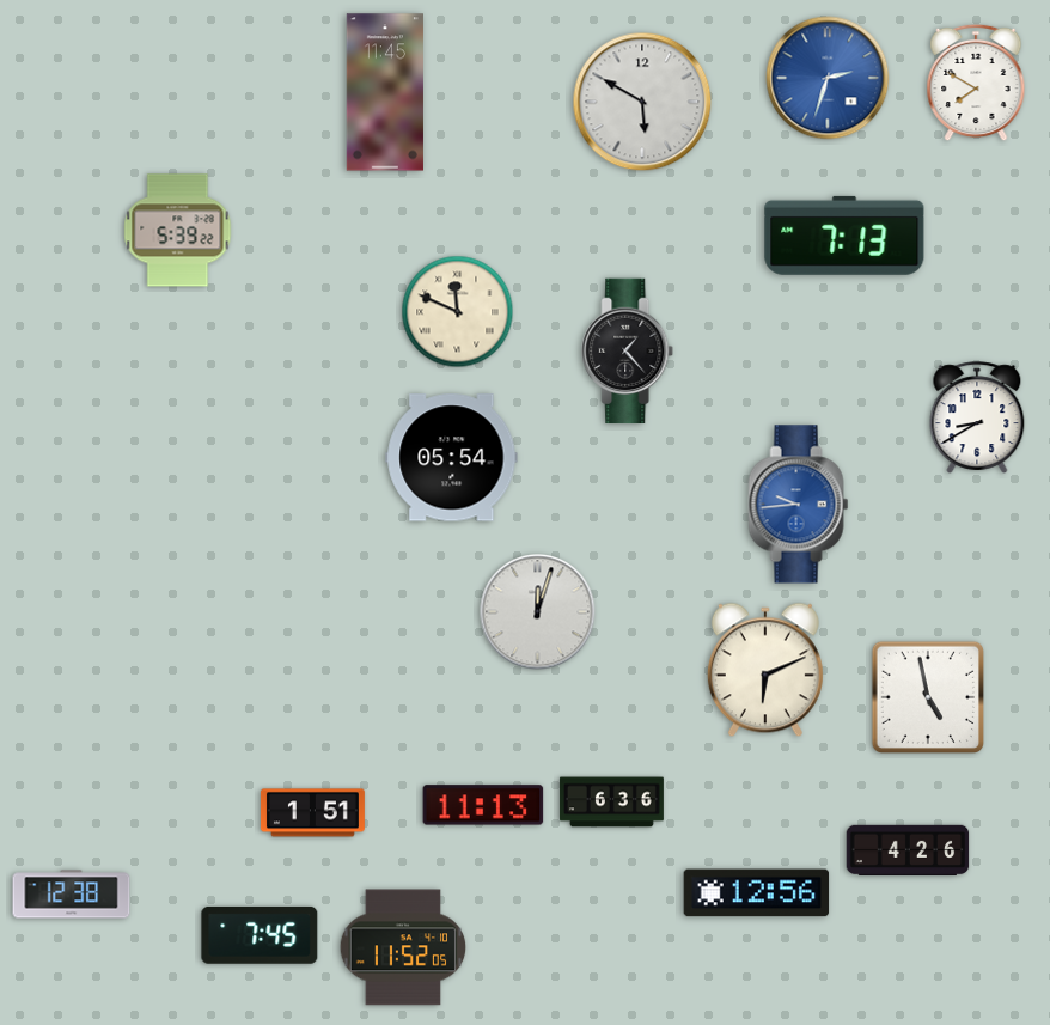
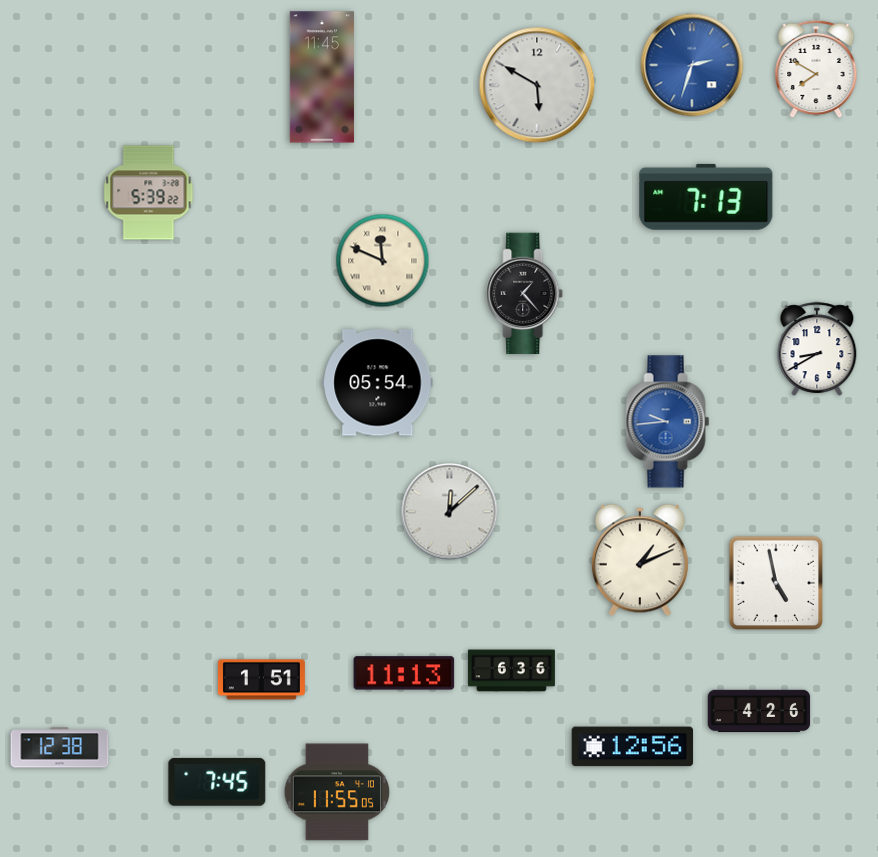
clock at (538, 612): 12:03 -> 12:08
clock at (765, 670): 6:11 -> 1:11
clock at (403, 947): 11:52 -> 11:55
